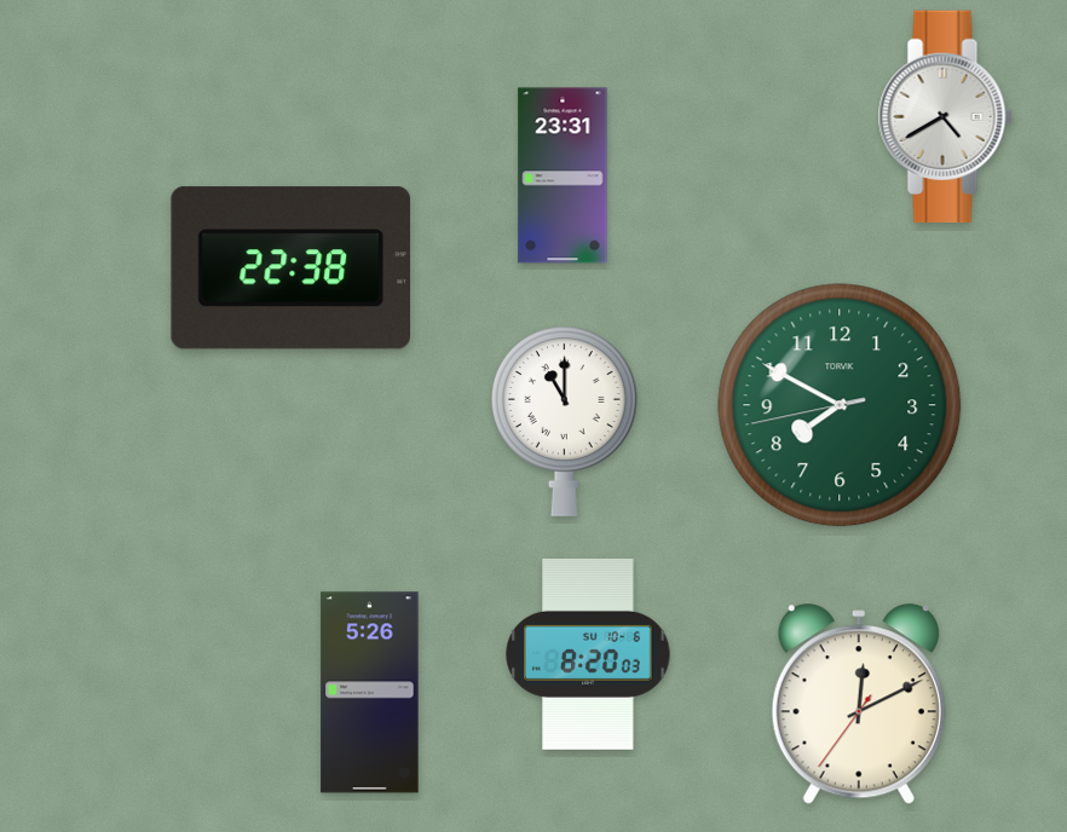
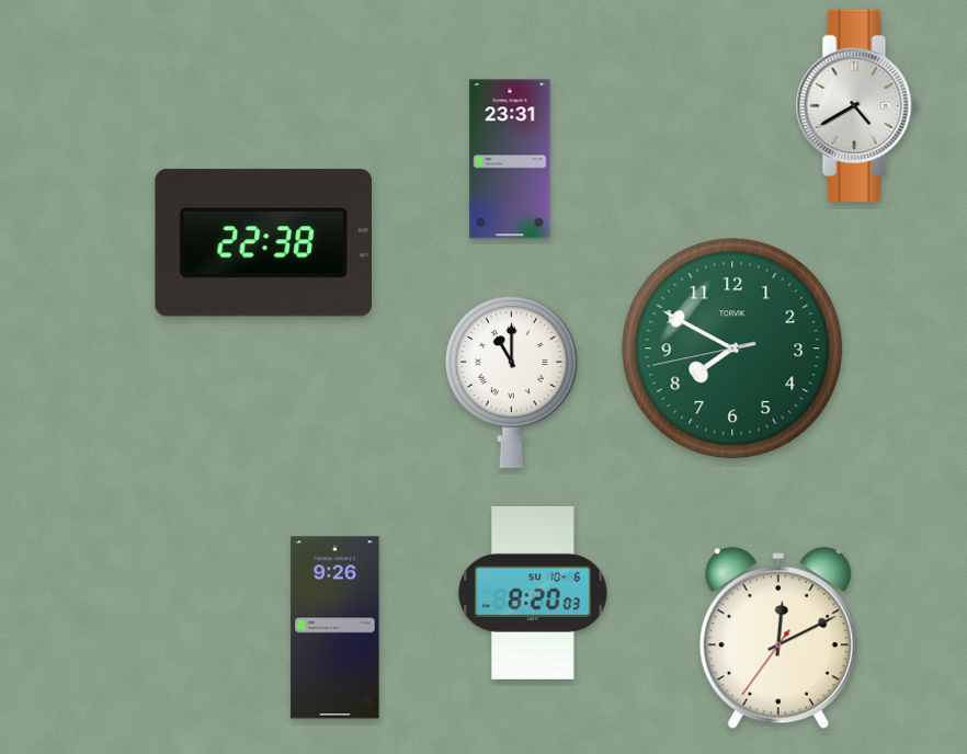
clock at (840, 405) position: (840, 405) -> (732, 349)
clock at (370, 693): 5:26 -> 9:26
